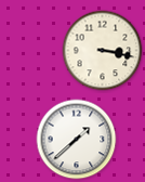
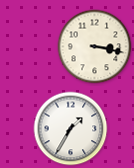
clock at (77, 140): 1:38 -> 1:35
